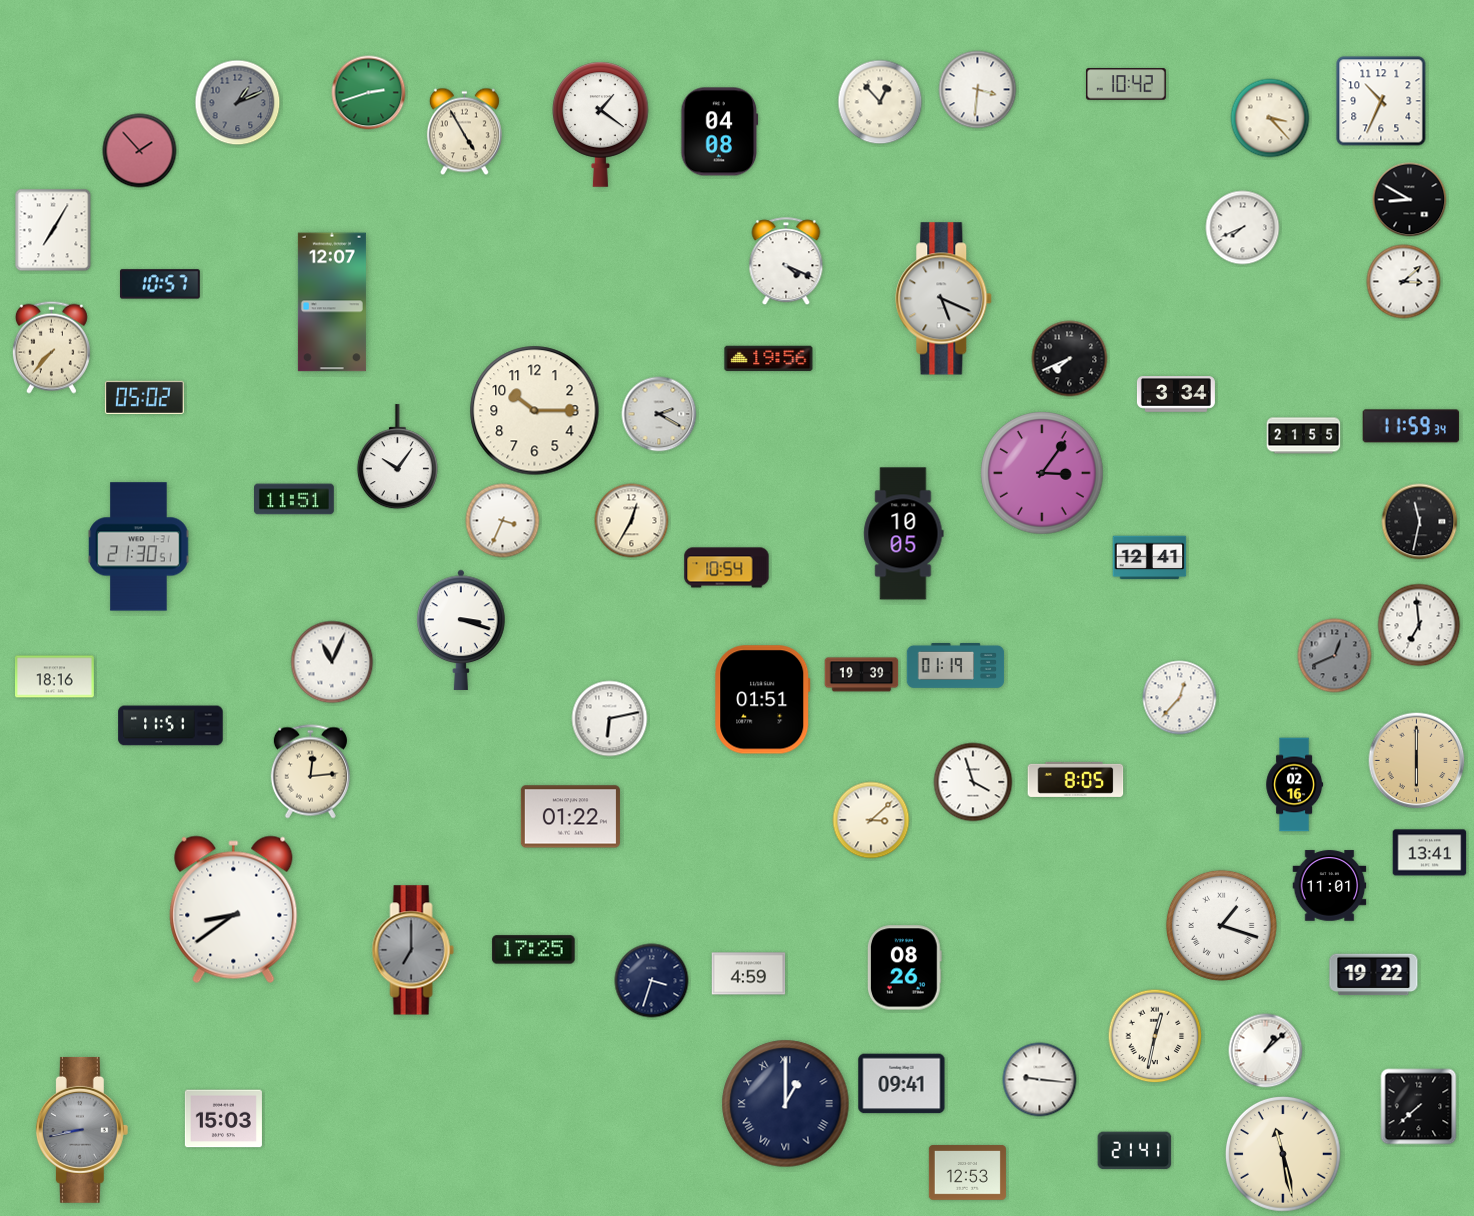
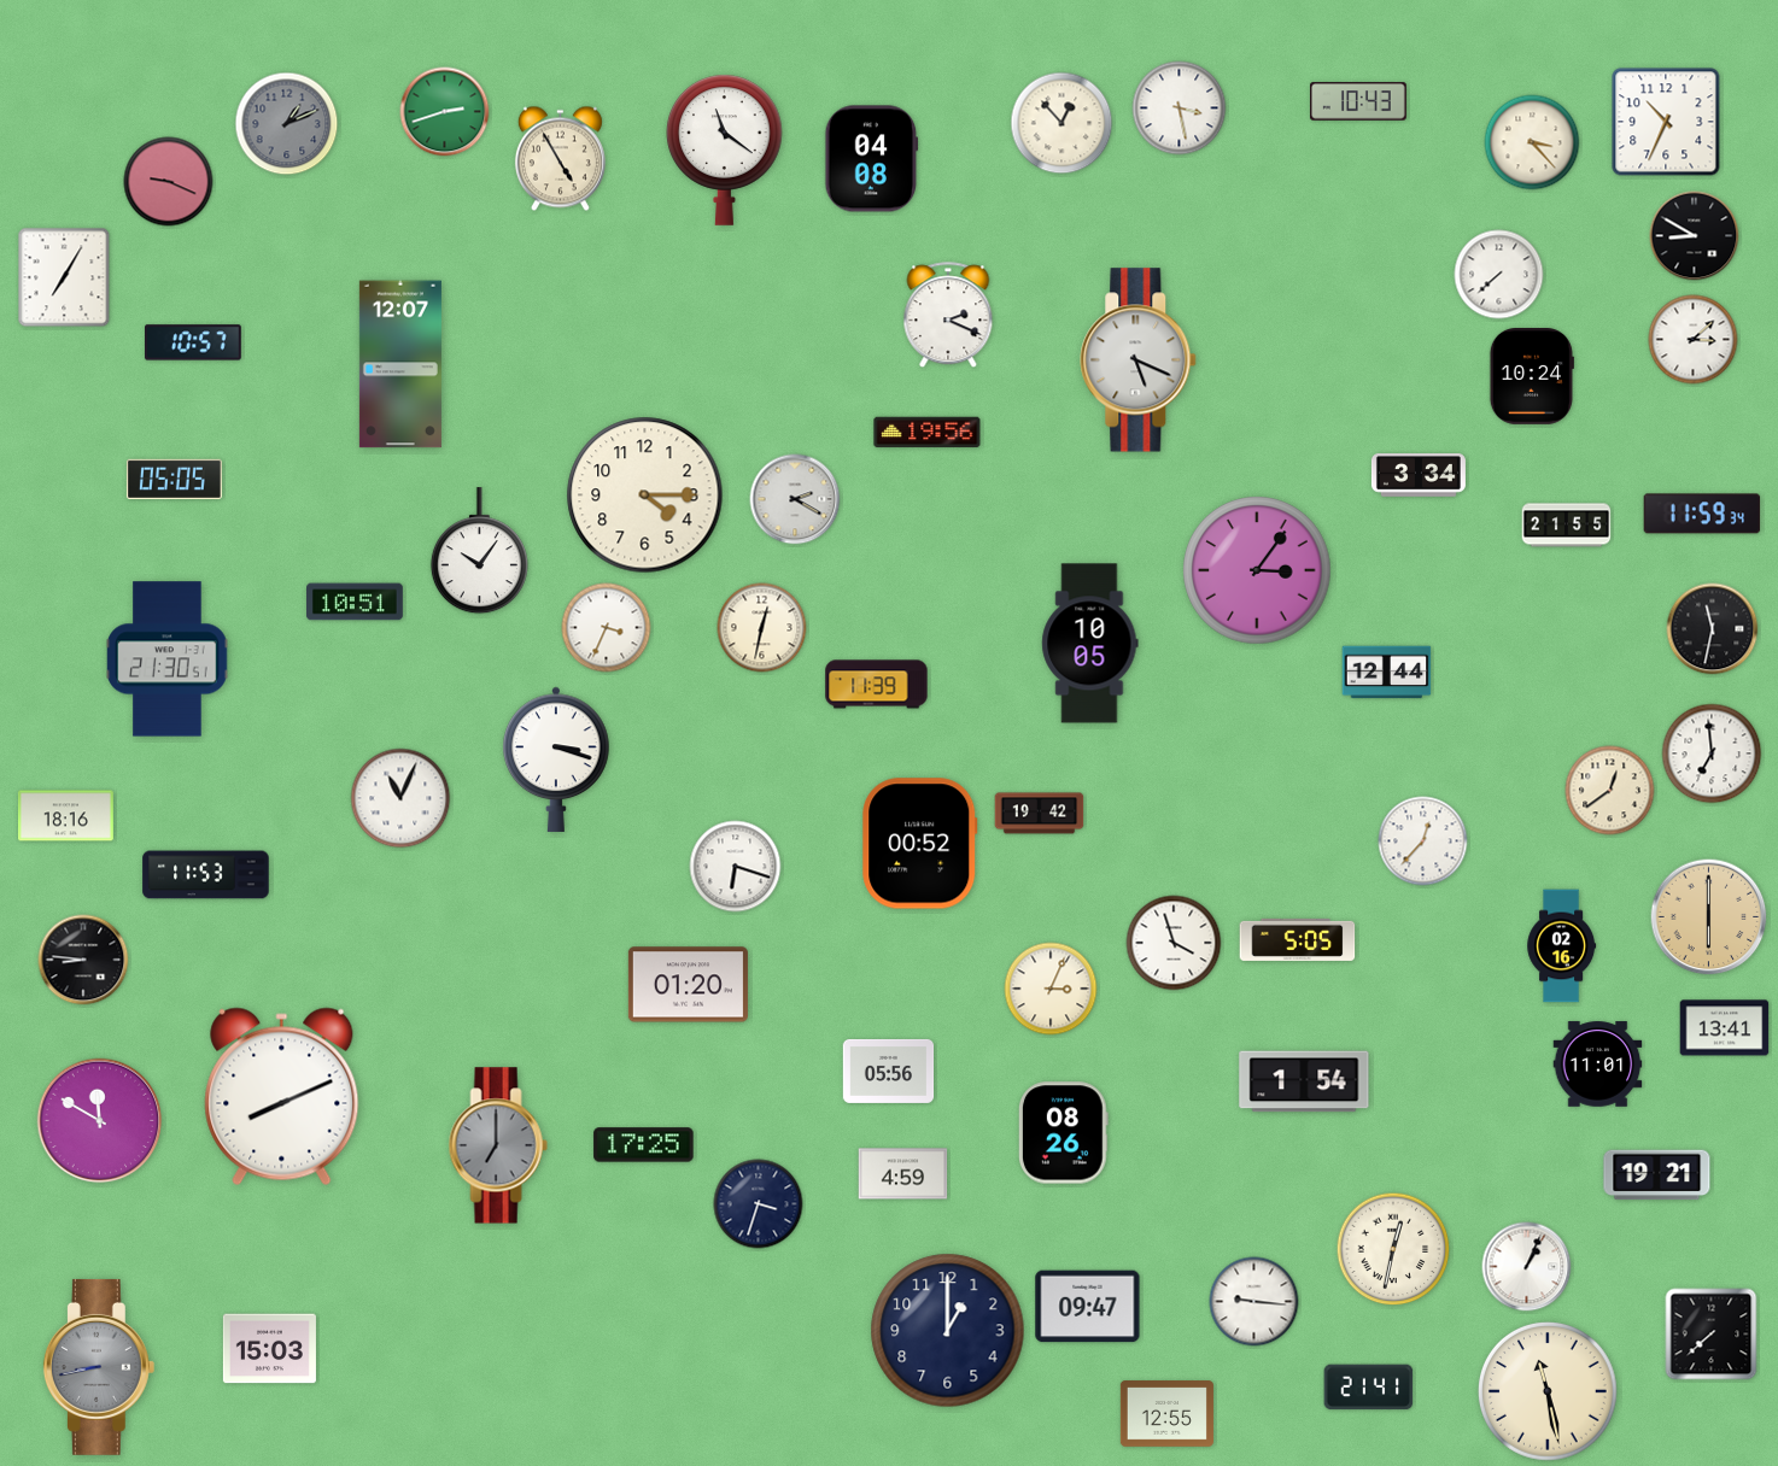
clock at (1127, 84): 10:42 -> 10:43
clock at (978, 90): 3:31 -> 3:28
clock at (601, 124): 1:21 -> 11:21
clock at (720, 132) position: (720, 132) -> (872, 159)
clock at (140, 151): 1:53 -> 9:19
clock at (1410, 200) position: (1410, 200) -> (1695, 236)
clock at (1243, 228): 7:41 -> 7:38
clock at (786, 262): 4:19 -> 2:19
clock at (1532, 377): none -> 10:24
clock at (51, 347): 7:37 -> none
clock at (1070, 359): 7:41 -> none
clock at (144, 397): 05:02 -> 05:05
clock at (535, 411): 10:15 -> 4:15
clock at (1304, 436) position: (1304, 436) -> (1567, 526)
clock at (295, 499): 11:51 -> 10:51
clock at (632, 521): 12:35 -> 12:32
clock at (1150, 558): 12:41 -> 12:44
clock at (727, 568): 10:54 -> 11:39
clock at (1335, 656): 12:41 -> 12:39
clock at (1335, 656) dial: grey -> cream
clock at (956, 665): 01:19 -> none
clock at (862, 675): 19:39 -> 19:42
clock at (763, 700): 01:51 -> 00:52
clock at (610, 719): 6:13 -> 6:18
clock at (171, 726): 11:51 -> 11:53
clock at (310, 772): 12:14 -> none
clock at (1076, 779): 8:05 -> 5:05
clock at (83, 960): none -> 8:46
clock at (570, 817): 01:22 -> 01:20
clock at (871, 820): 3:08 -> 3:04
clock at (1330, 886) position: (1330, 886) -> (1598, 1065)
clock at (889, 1071): none -> 05:56
clock at (1304, 1081): none -> 1:54
clock at (234, 910): 8:39 -> 8:11
clock at (1221, 925): 1:18 -> none
clock at (100, 1121): none -> 11:50
clock at (904, 968) position: (904, 968) -> (1063, 1133)
clock at (1374, 975): 19:22 -> 19:21
clock at (652, 981) position: (652, 981) -> (759, 1204)
clock at (1266, 1051): 1:08 -> 1:04
clock at (902, 1084): 09:41 -> 09:47
clock at (786, 1104) numerals: Roman -> Arabic
clock at (82, 1130) position: (82, 1130) -> (99, 1367)
clock at (967, 1173): 12:53 -> 12:55
